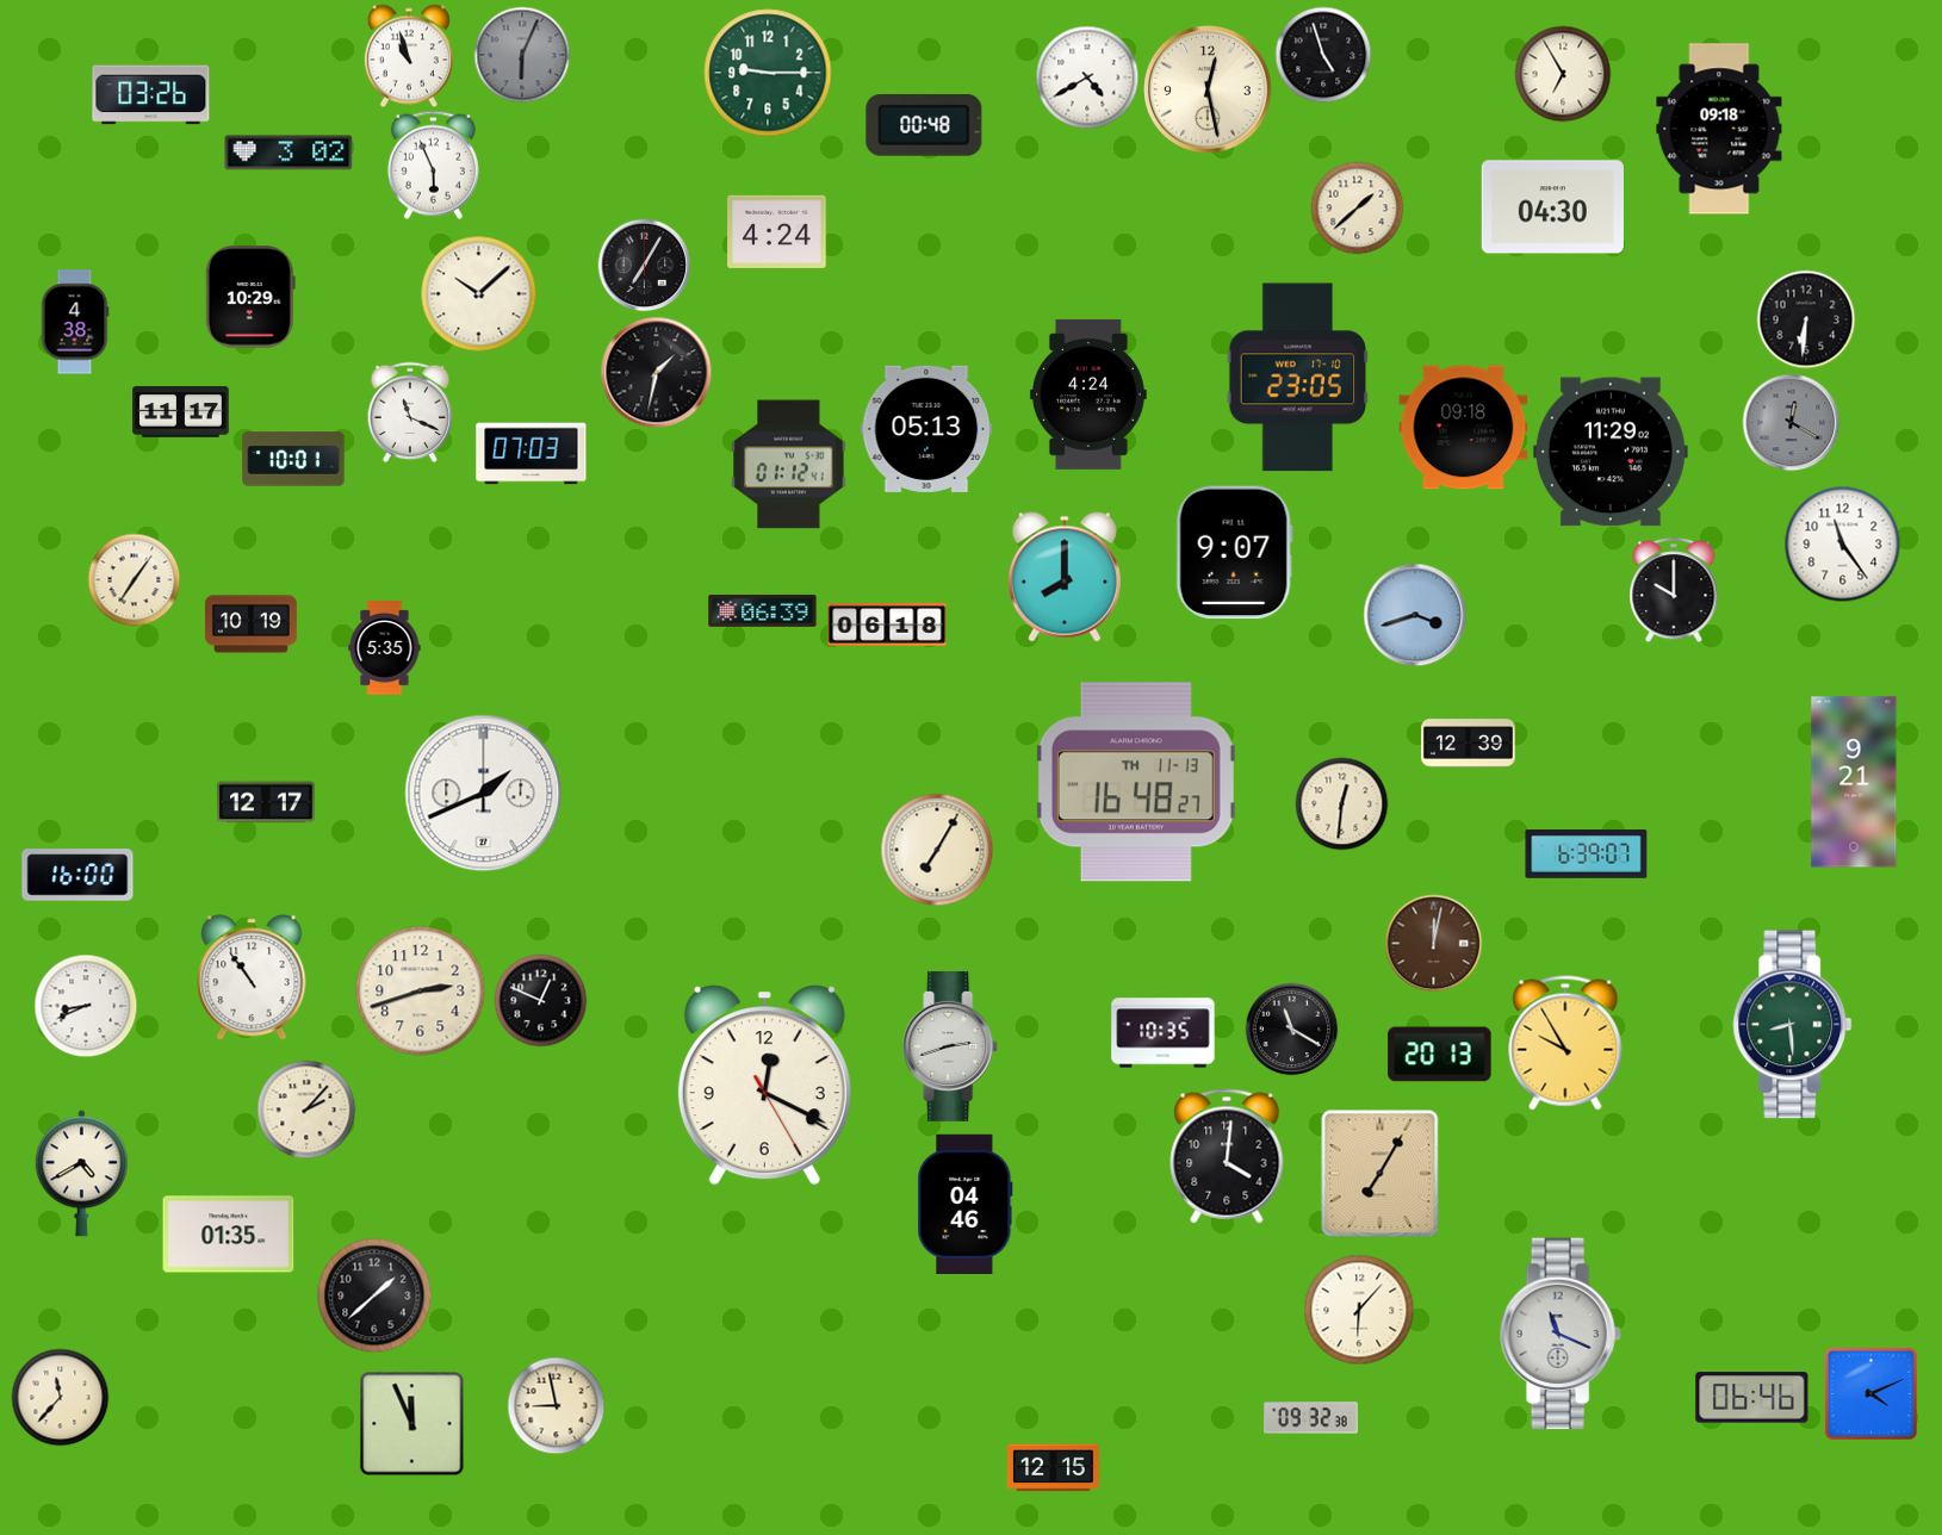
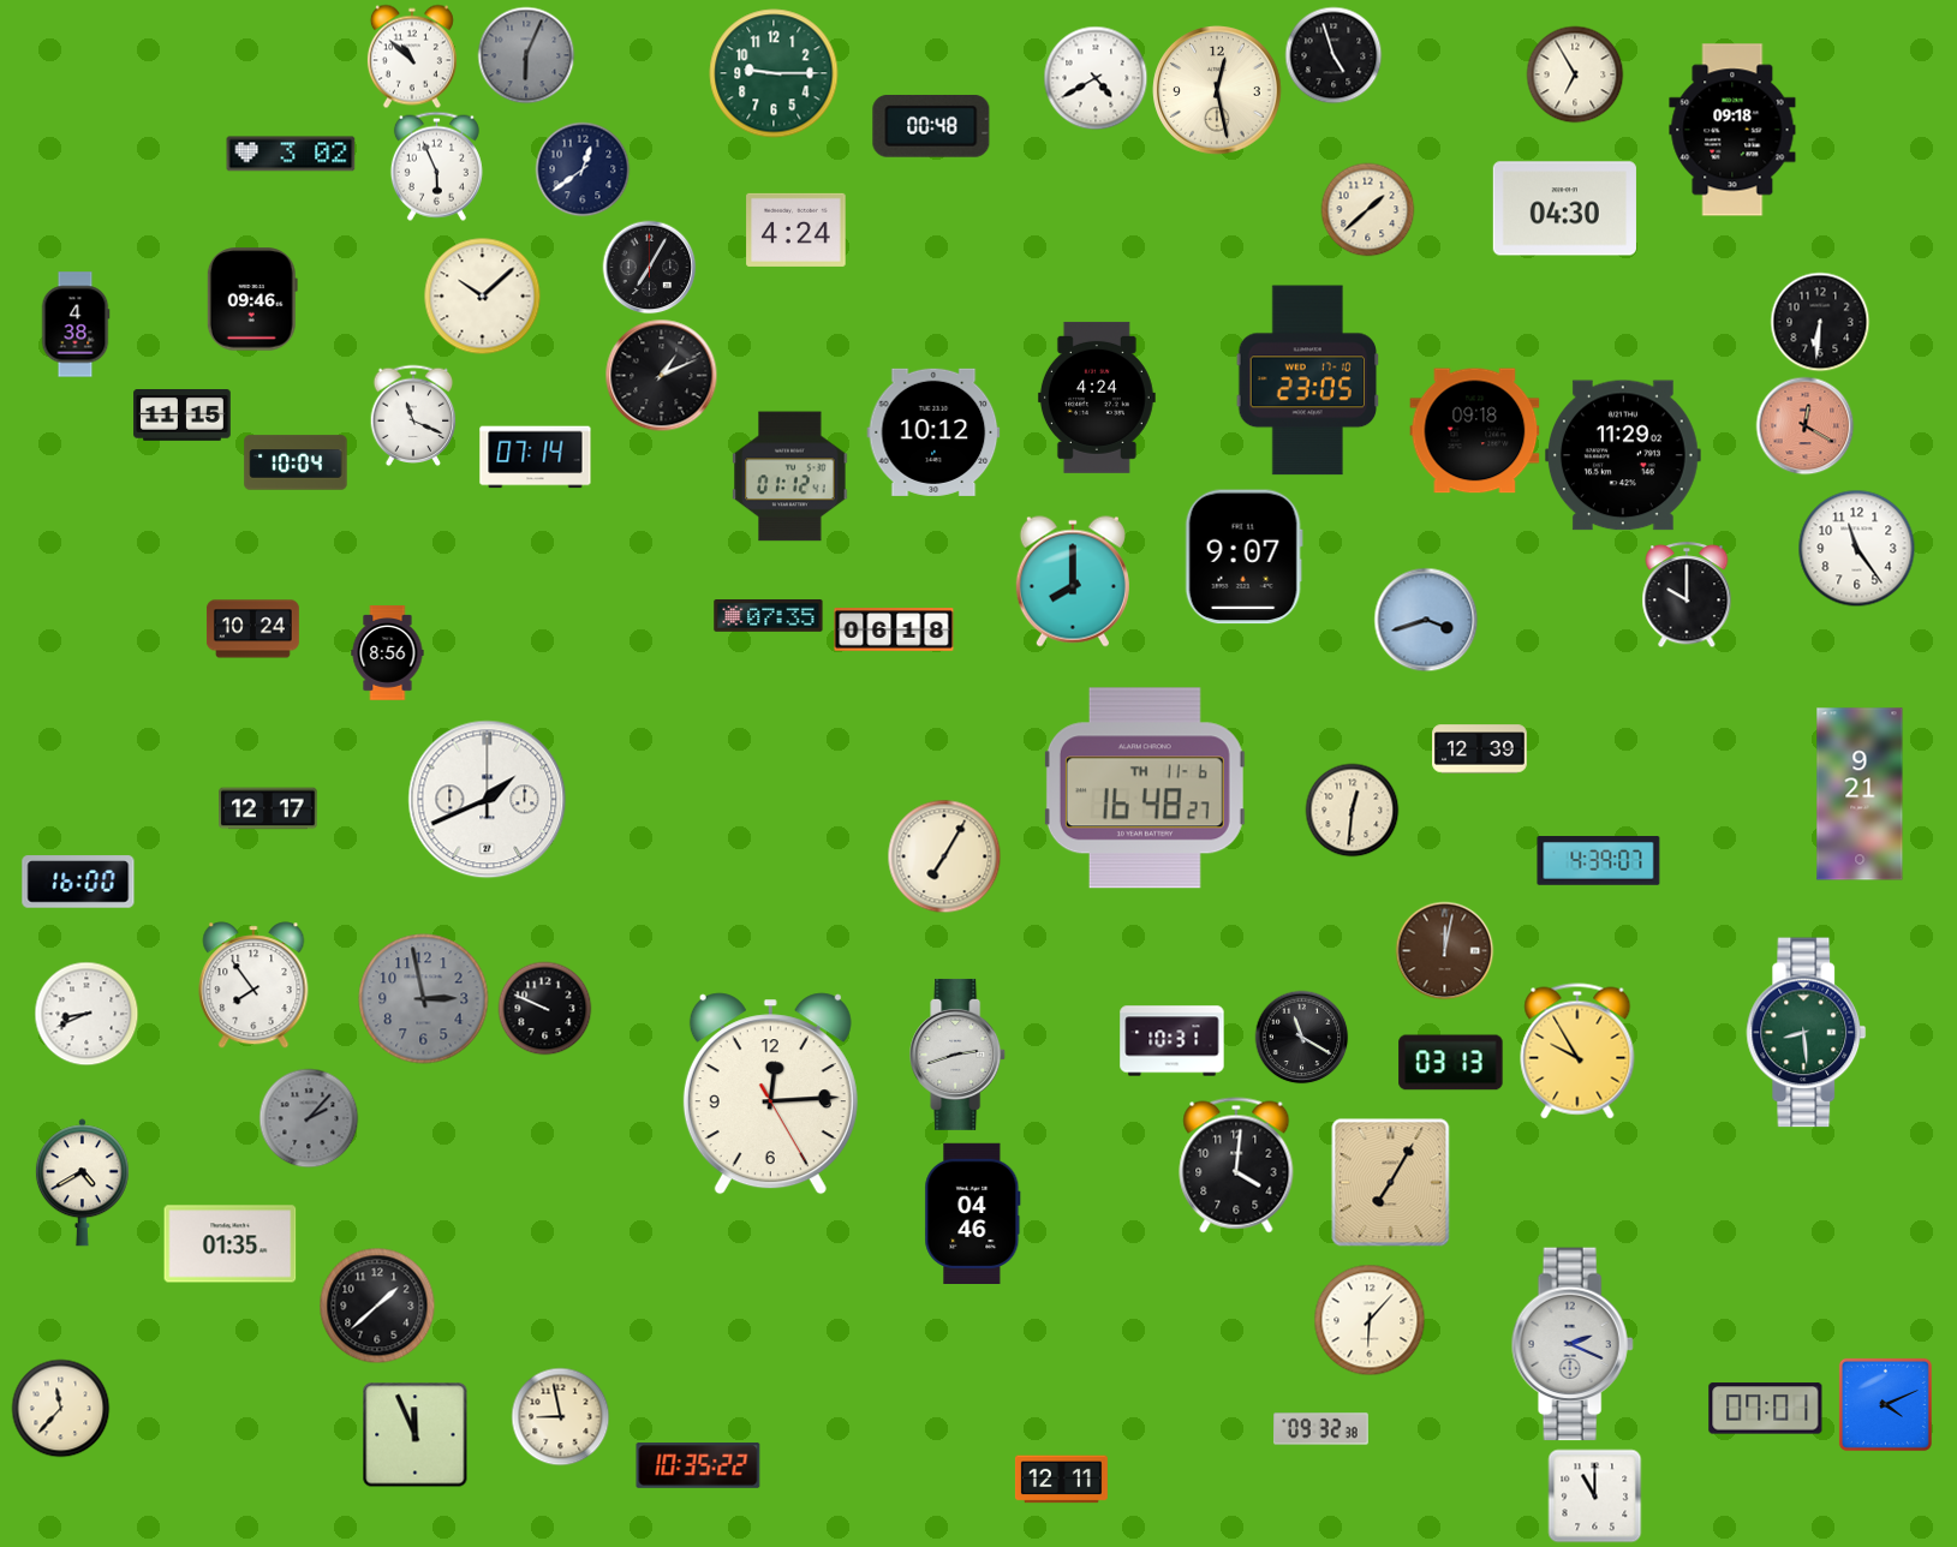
clock at (409, 56): 10:57 -> 10:52
clock at (151, 95): 03:26 -> none
clock at (583, 169): none -> 12:39
clock at (777, 231) position: (777, 231) -> (796, 229)
clock at (250, 297): 10:29 -> 09:46
clock at (656, 372): 1:32 -> 1:11
clock at (181, 412): 11:17 -> 11:15
clock at (1791, 422) dial: grey -> salmon
clock at (926, 429): 05:13 -> 10:12
clock at (532, 454): 07:03 -> 07:14
clock at (293, 459): 10:01 -> 10:04
clock at (789, 465) position: (789, 465) -> (790, 477)
clock at (134, 579): 7:06 -> none
clock at (763, 611): 06:39 -> 07:35
clock at (250, 624): 10:19 -> 10:24
clock at (385, 648): 5:35 -> 8:56
clock at (1136, 782) date: TH 11-13 -> TH 11-6
clock at (1854, 782) position: (1854, 782) -> (1860, 794)
clock at (1587, 854): 6:39 -> 4:39
clock at (252, 977): 10:54 -> 7:54
clock at (421, 992): 2:42 -> 2:58
clock at (421, 992) dial: cream -> grey
clock at (540, 1000): 12:49 -> 9:49
clock at (1164, 1033): 10:35 -> 10:31
clock at (1440, 1055): 20:13 -> 03:13
clock at (764, 1086): 12:19 -> 12:14
clock at (306, 1110) dial: cream -> grey
clock at (1561, 1334): 11:19 -> 2:19
clock at (1752, 1398): 06:46 -> 07:01
clock at (698, 1465): none -> 10:35
clock at (1053, 1468): 12:15 -> 12:11
clock at (1594, 1495): none -> 11:00
